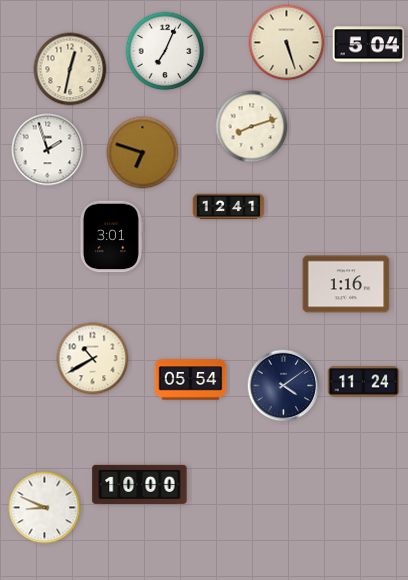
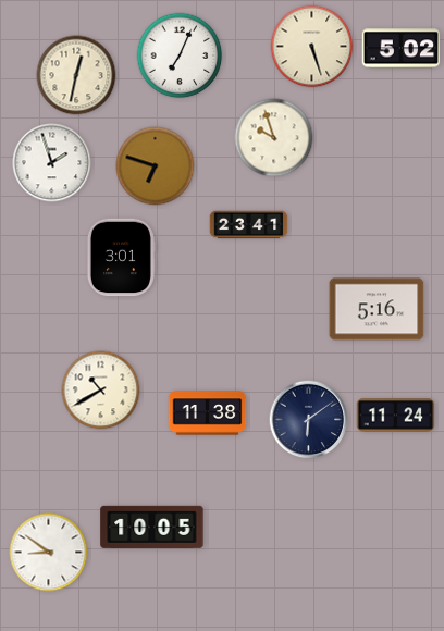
clock at (369, 45): 5:04 -> 5:02
clock at (252, 127): 8:12 -> 9:57
clock at (229, 207): 12:41 -> 23:41
clock at (346, 284): 1:16 -> 5:16
clock at (191, 380): 05:54 -> 11:38
clock at (284, 386): 4:09 -> 6:09
clock at (140, 484): 10:00 -> 10:05
clock at (45, 508): 8:49 -> 8:51
